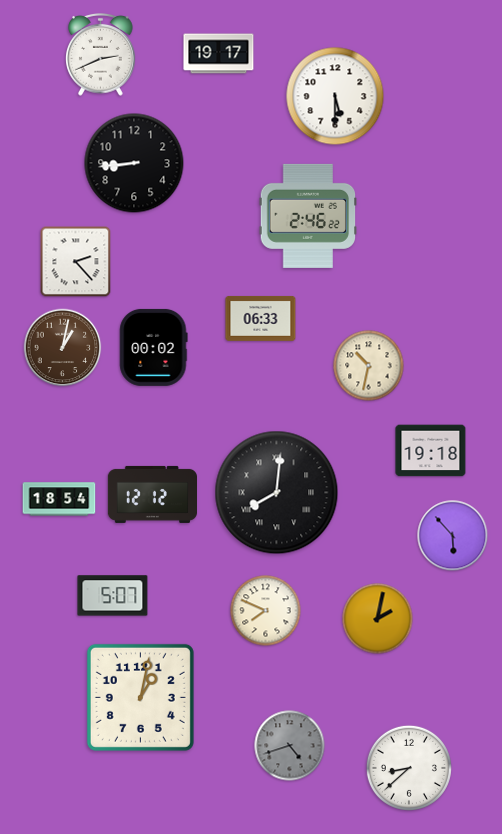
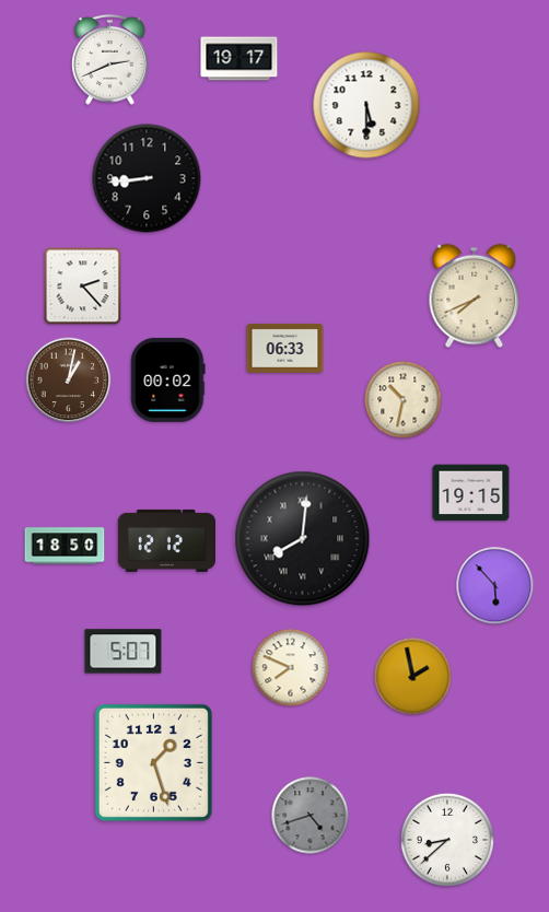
clock at (307, 216): 2:46 -> none
clock at (475, 296): none -> 7:41
clock at (431, 451): 19:18 -> 19:15
clock at (59, 499): 18:54 -> 18:50
clock at (378, 619): 2:02 -> 1:58
clock at (140, 697): 1:02 -> 1:27
clock at (290, 746) position: (290, 746) -> (311, 816)
